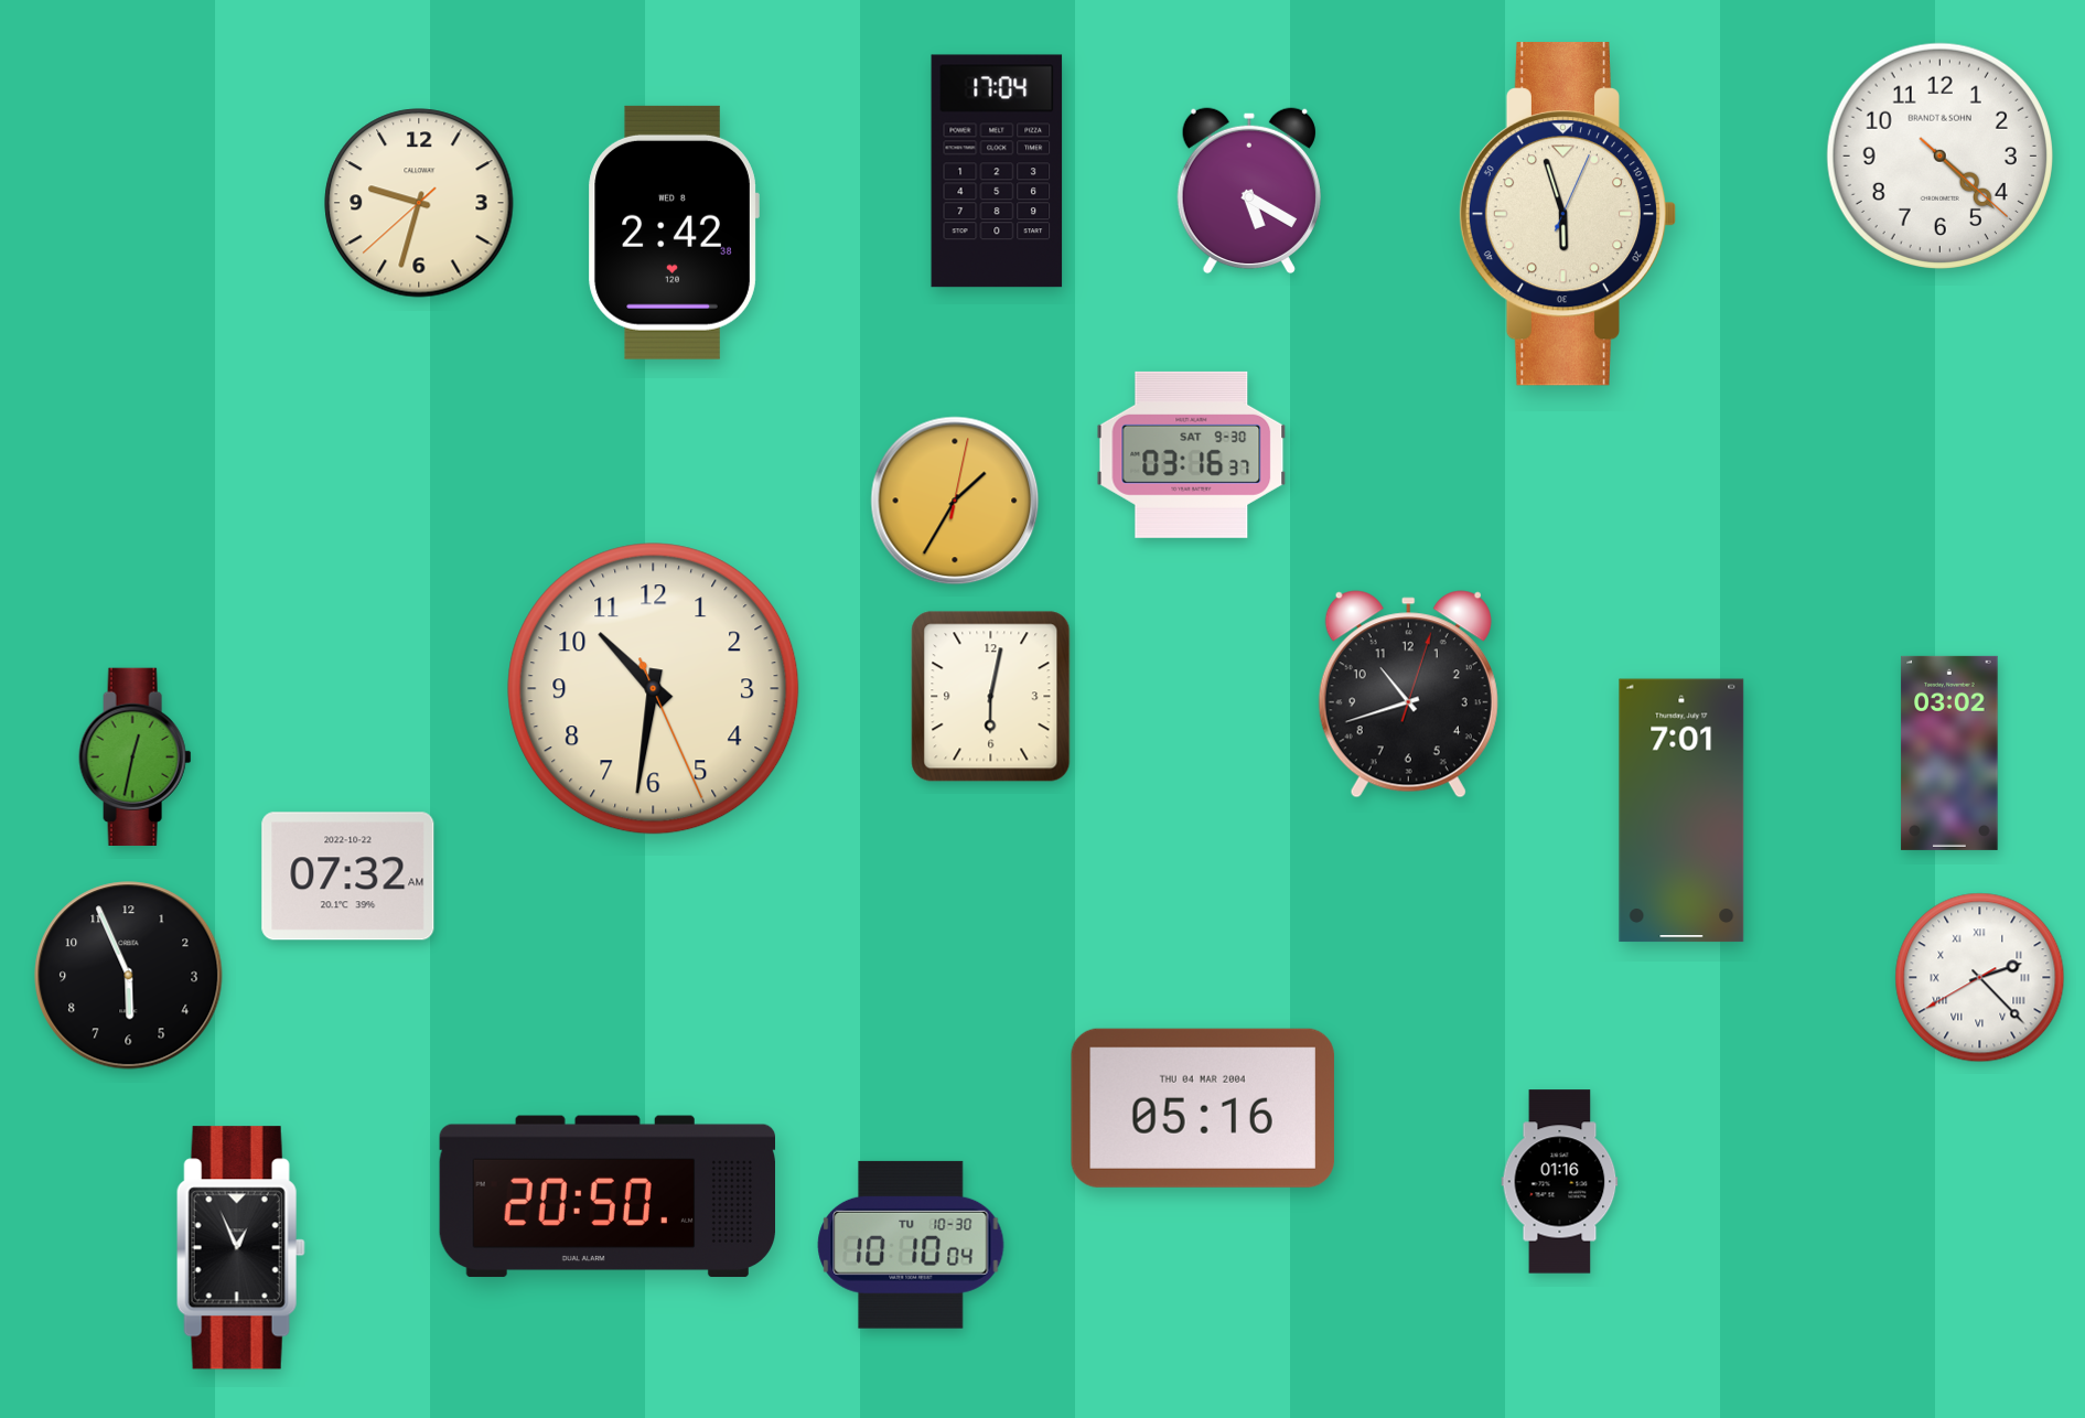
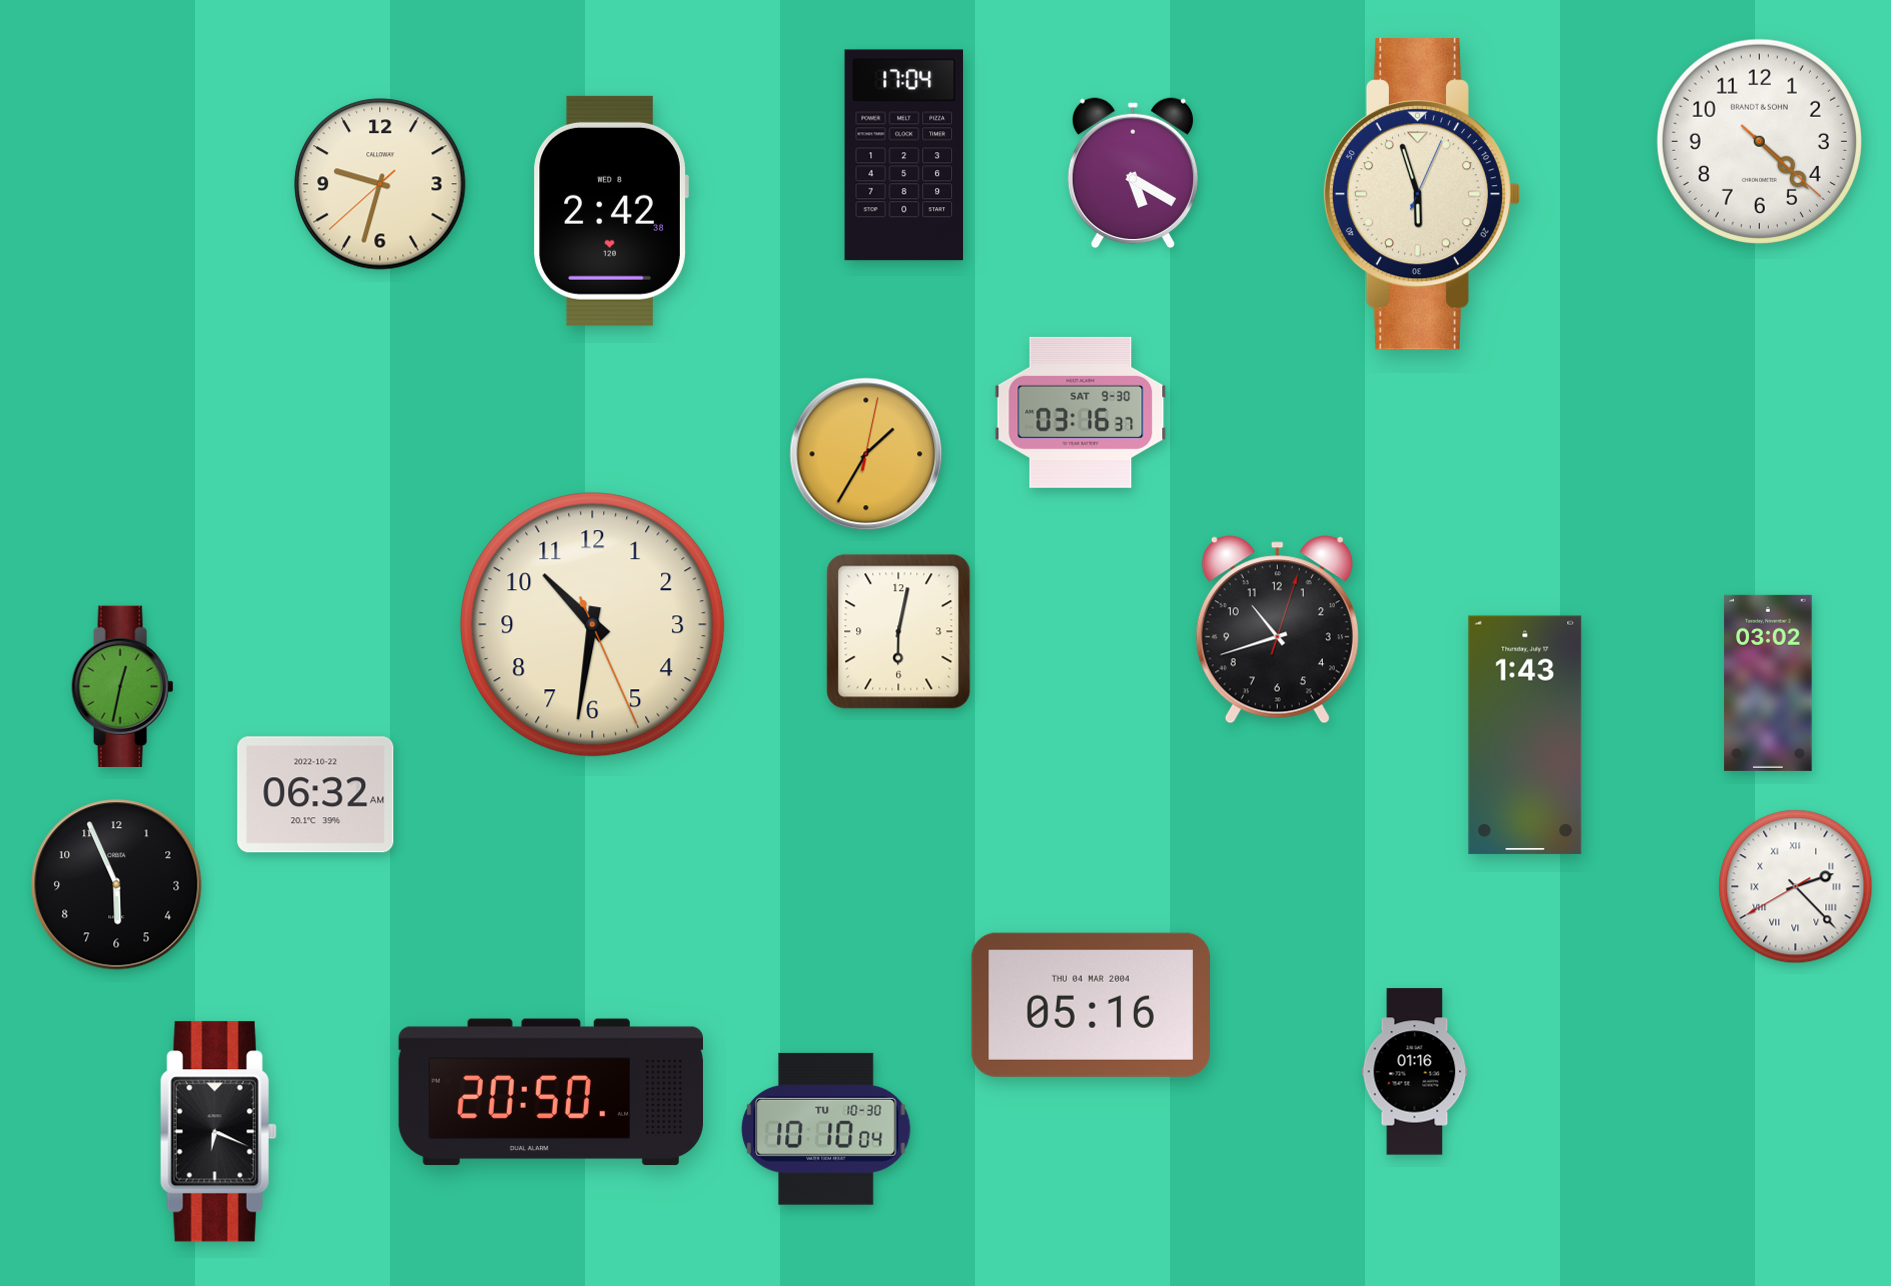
clock at (1681, 810): 7:01 -> 1:43
clock at (348, 877): 07:32 -> 06:32
clock at (606, 1196) position: (606, 1196) -> (550, 1092)
clock at (240, 1248): 12:56 -> 6:19
